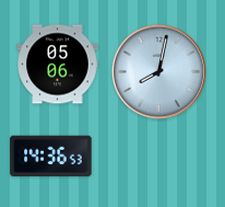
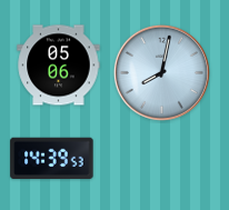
clock at (51, 157): 14:36 -> 14:39
